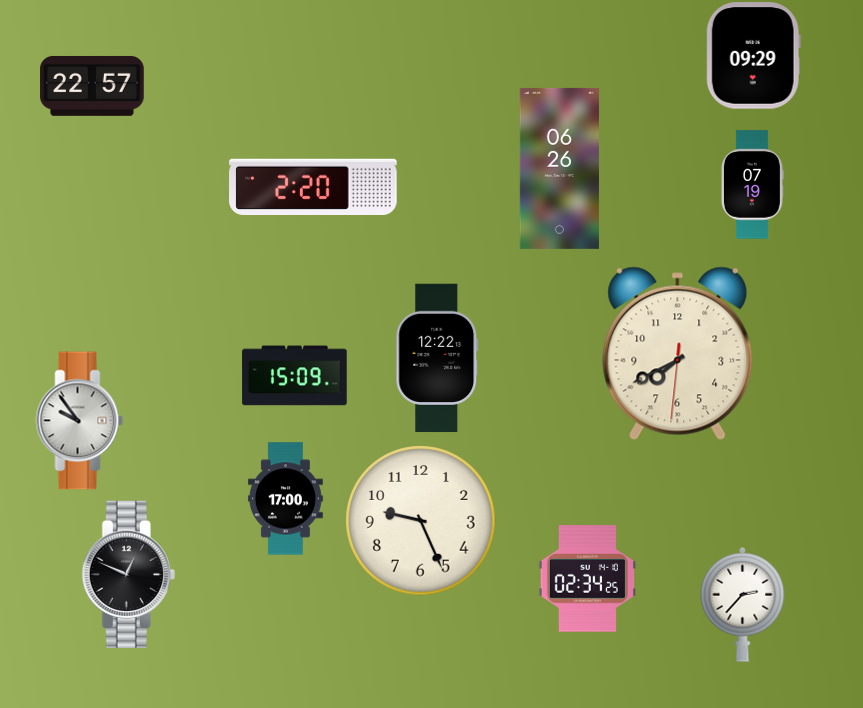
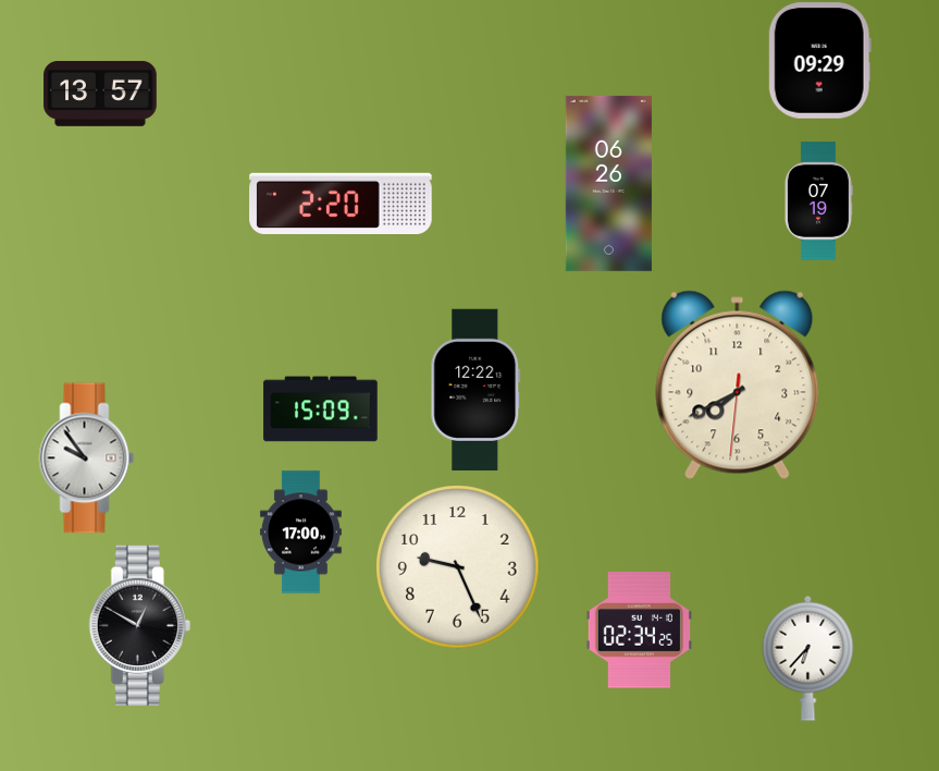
clock at (92, 86): 22:57 -> 13:57
clock at (285, 499) position: (285, 499) -> (300, 533)
clock at (128, 575): 12:49 -> 12:50
clock at (743, 604): 2:37 -> 6:37
